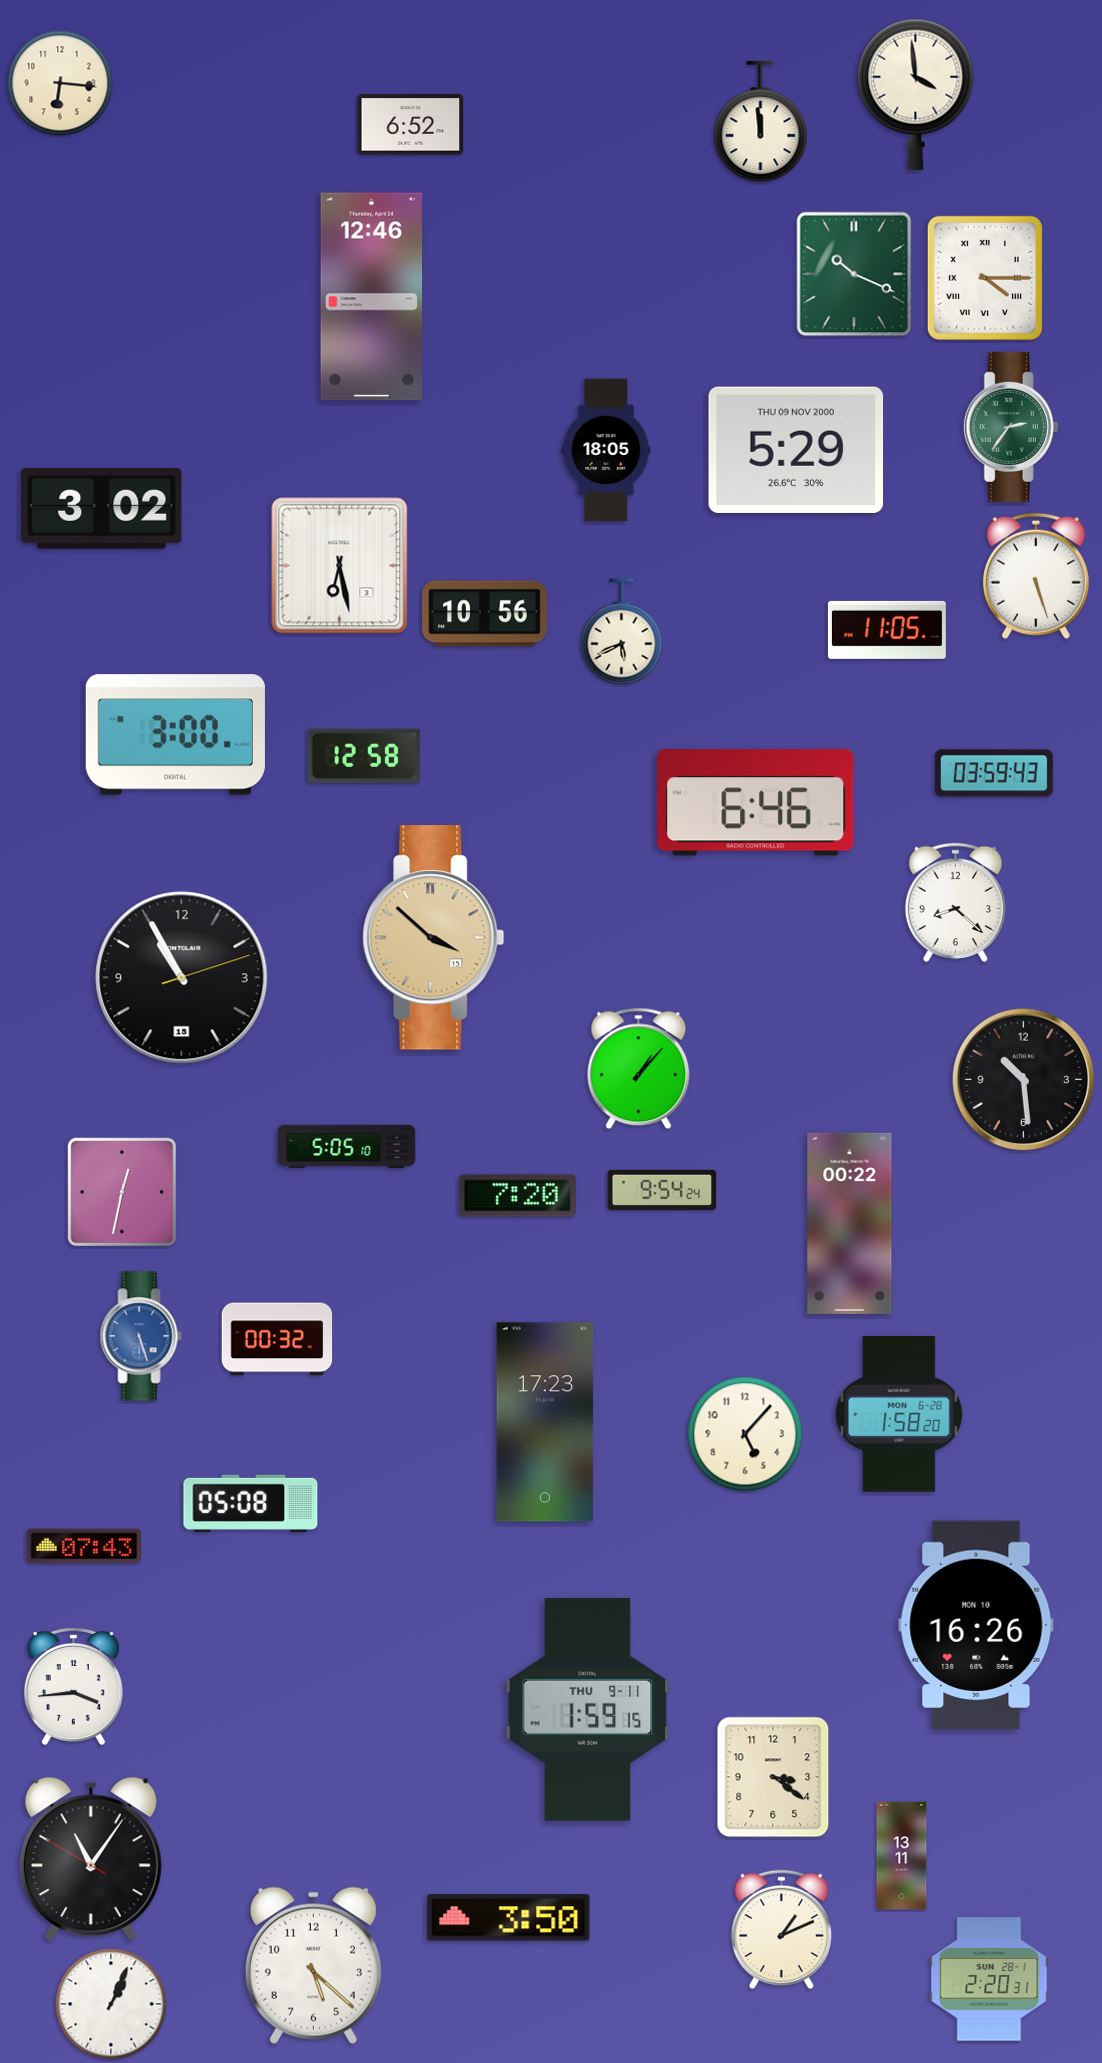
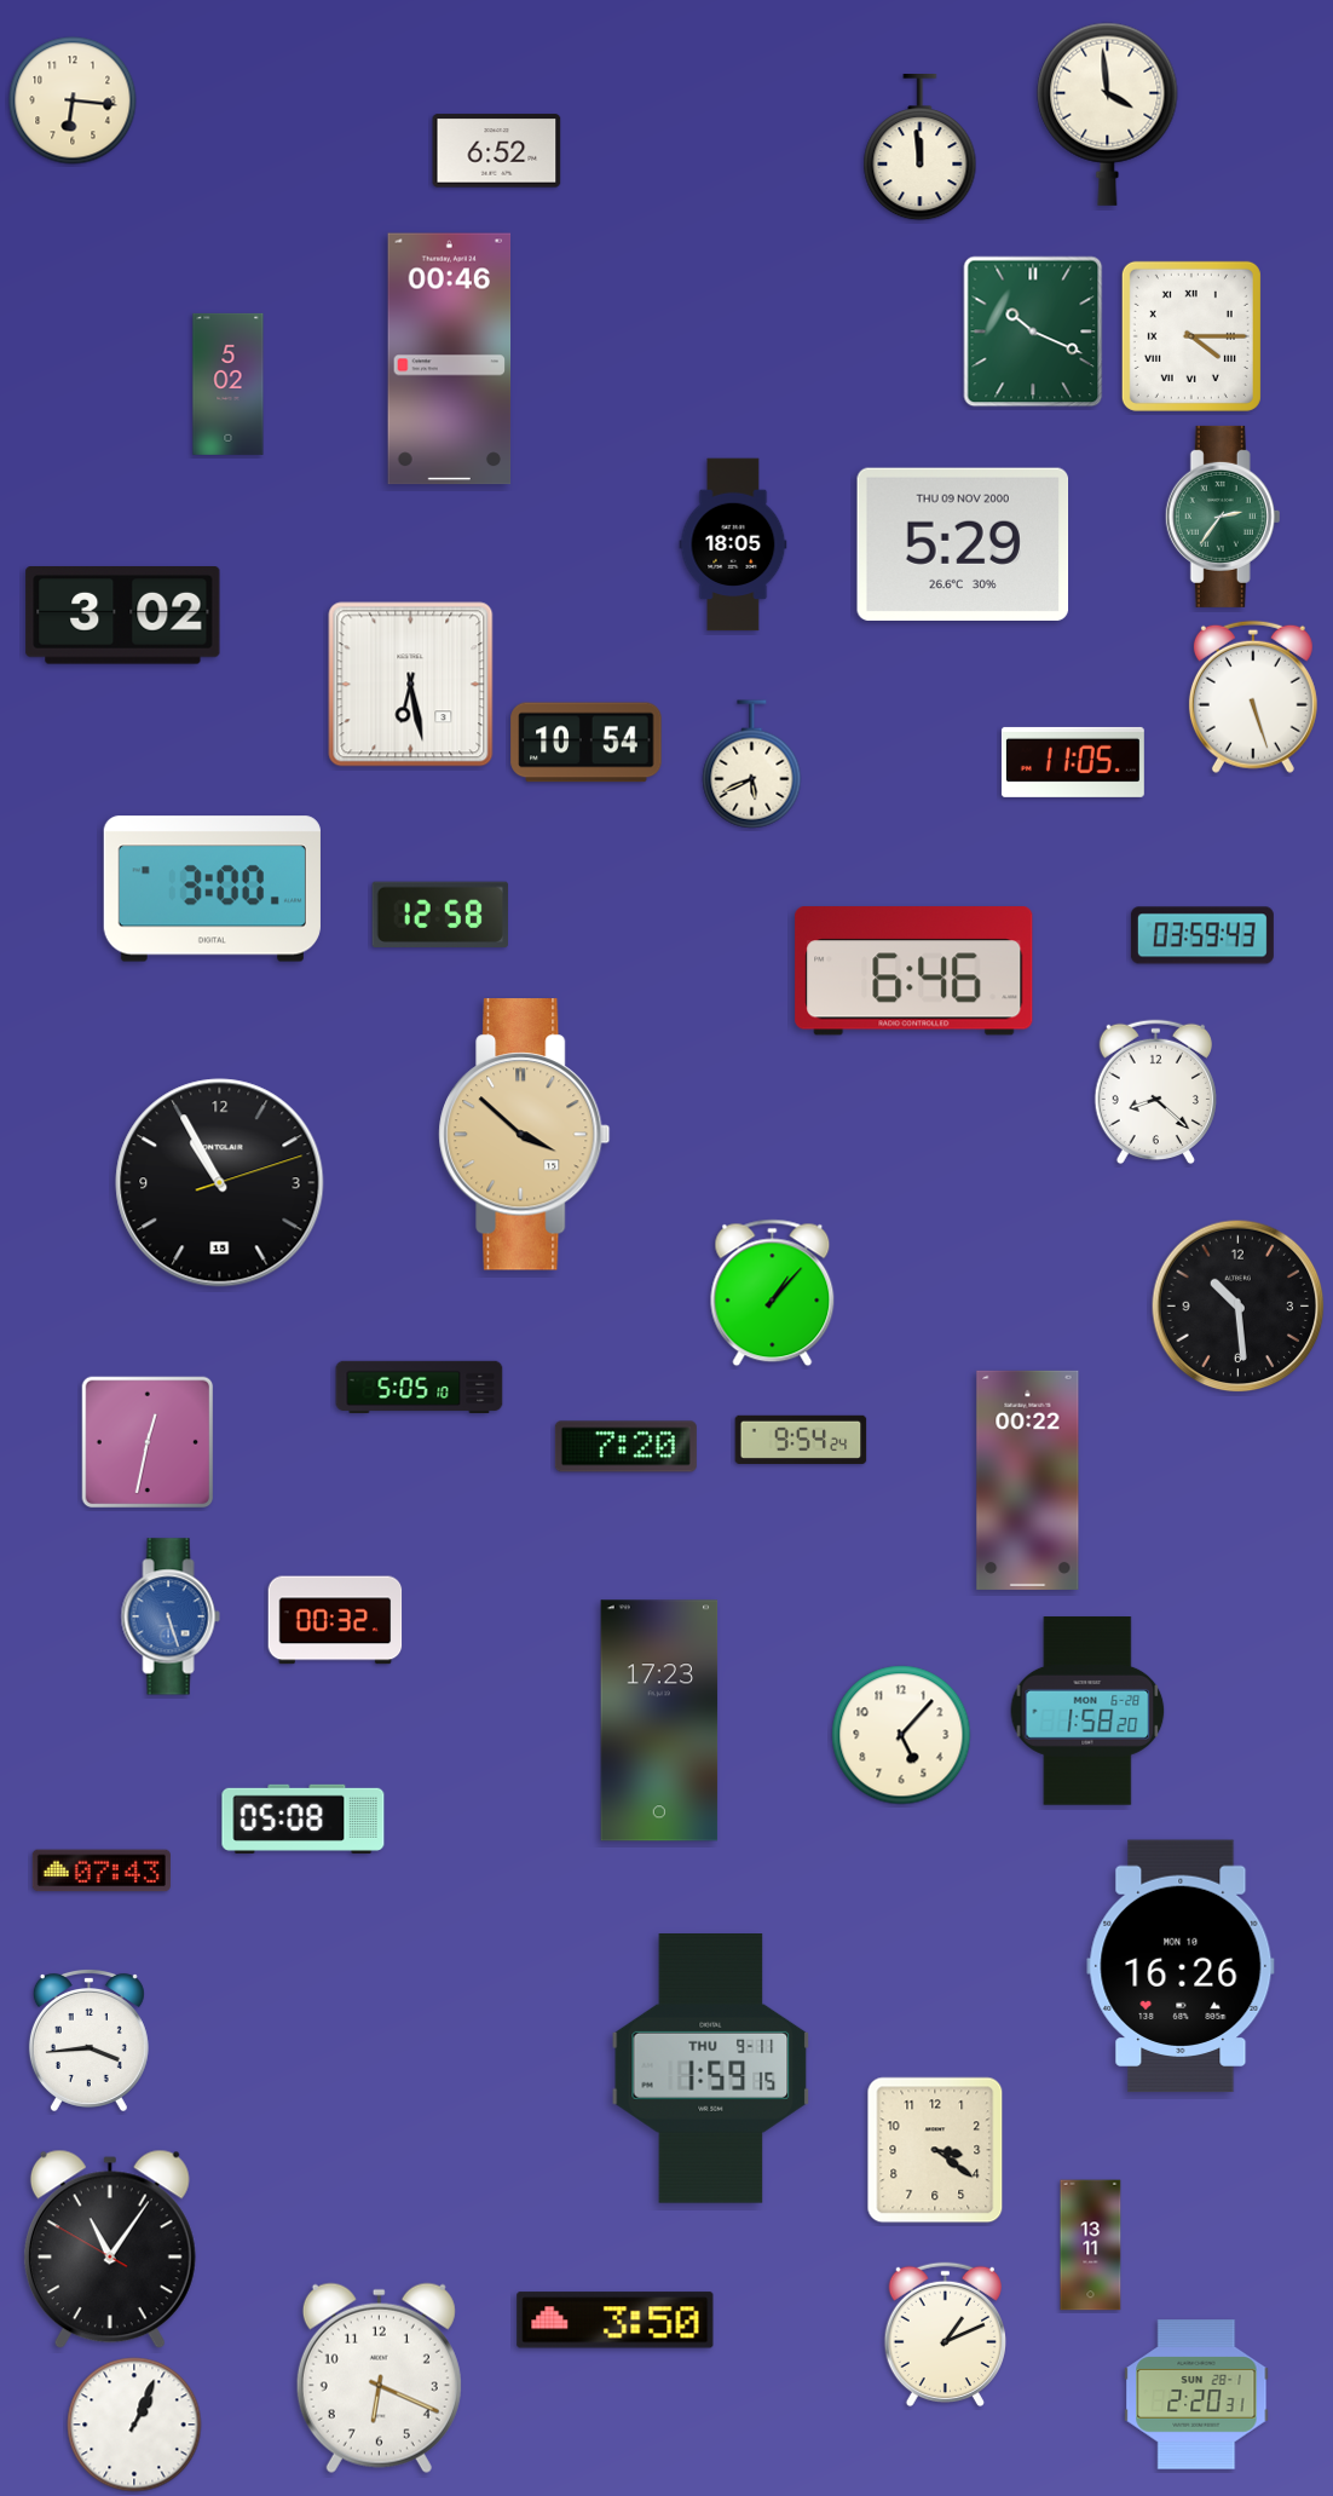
clock at (372, 297): 12:46 -> 00:46
clock at (229, 384): none -> 5:02
clock at (485, 614): 10:56 -> 10:54
clock at (313, 1965): 5:22 -> 6:19
